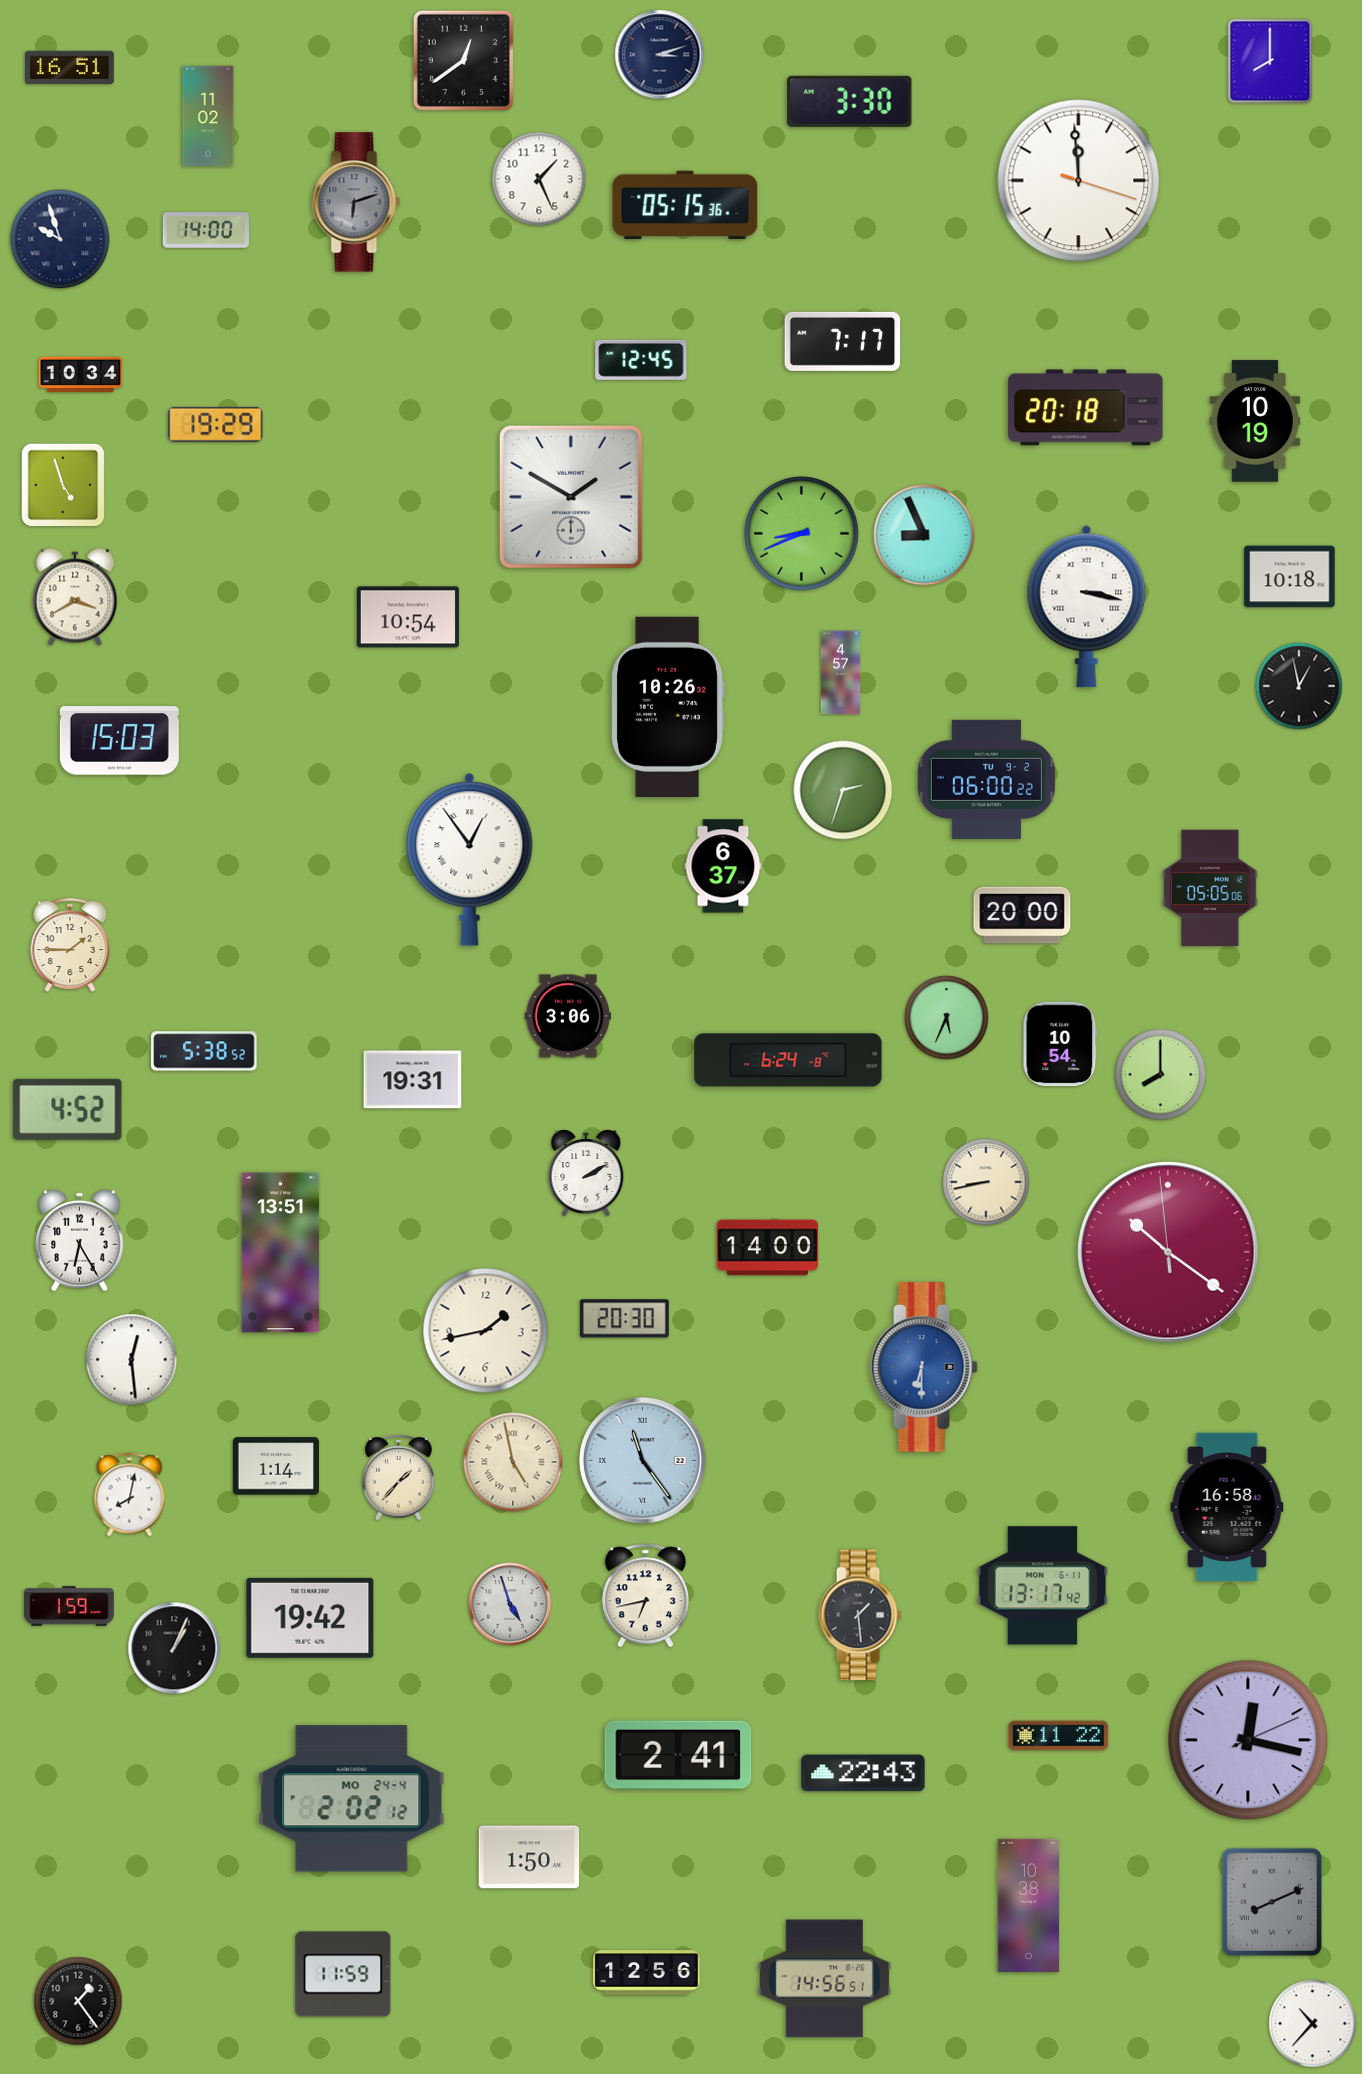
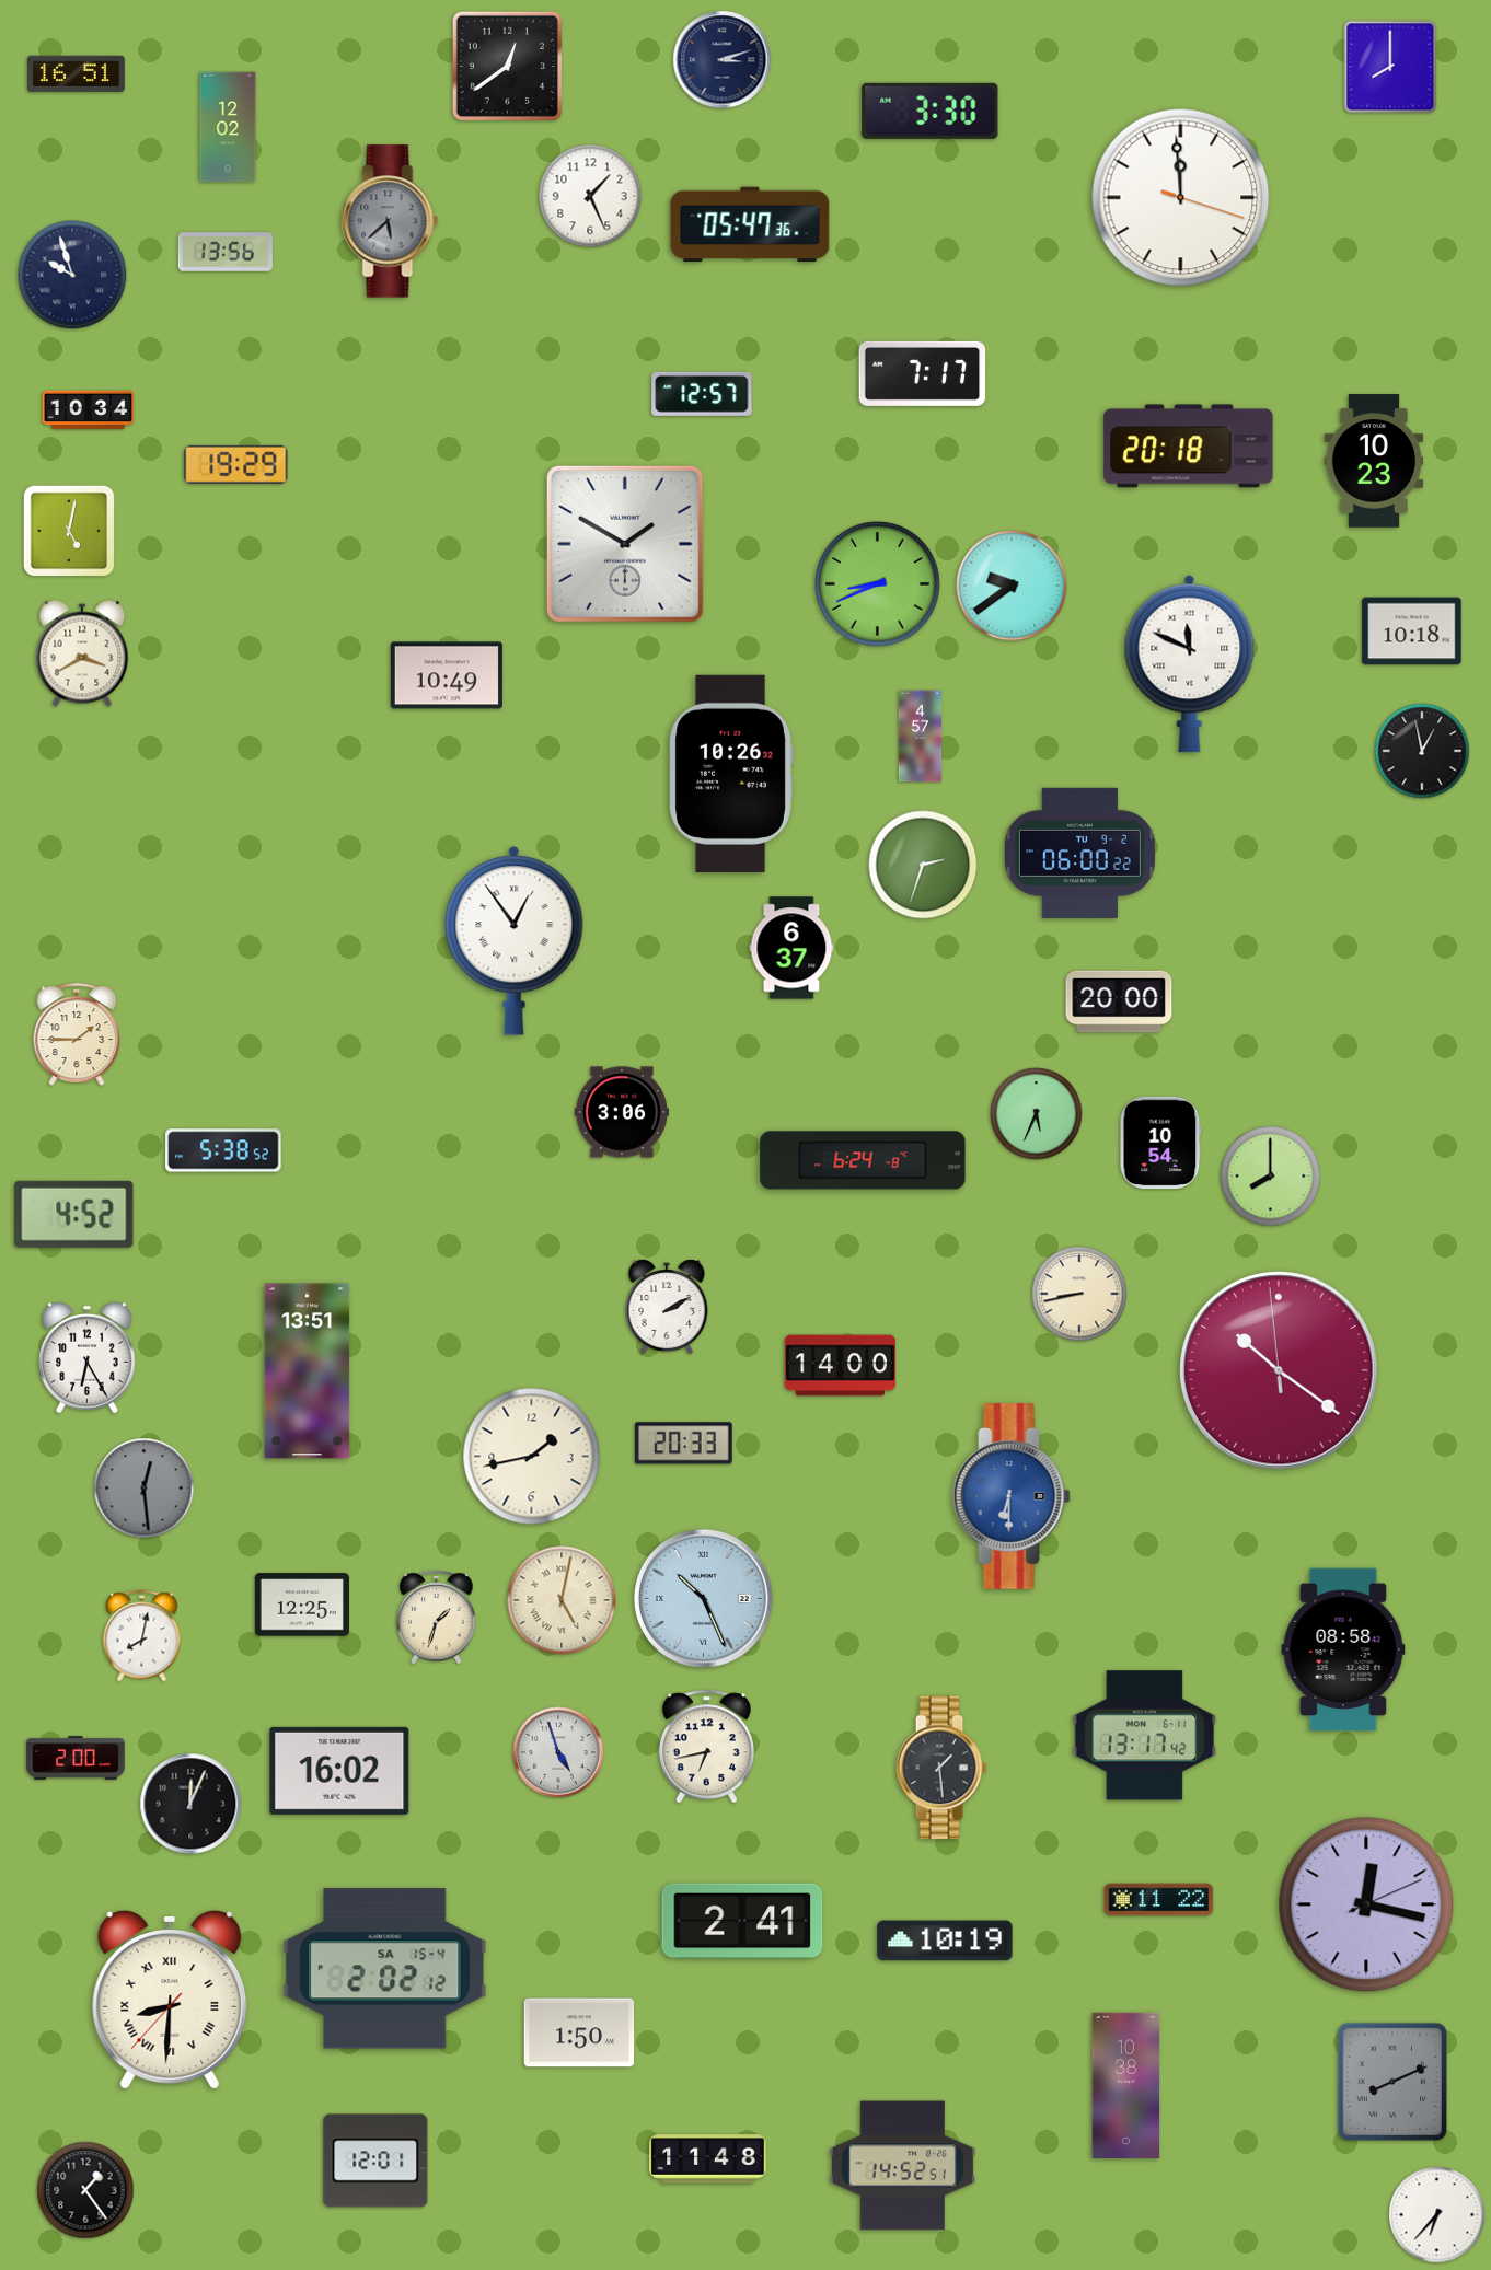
clock at (208, 116): 11:02 -> 12:02
clock at (356, 202): 6:12 -> 5:38
clock at (685, 205): 05:15 -> 05:47
clock at (206, 230): 14:00 -> 13:56
clock at (60, 239) position: (60, 239) -> (72, 275)
clock at (641, 360): 12:45 -> 12:57
clock at (1255, 421): 10:19 -> 10:23
clock at (63, 485): 4:57 -> 5:02
clock at (924, 535): 8:56 -> 9:39
clock at (1087, 606): 3:17 -> 11:49
clock at (408, 617): 10:54 -> 10:49
clock at (119, 741): 15:03 -> none
clock at (1210, 888): 05:05 -> none
clock at (413, 1080): 19:31 -> none
clock at (586, 1173) position: (586, 1173) -> (667, 1307)
clock at (624, 1319): 20:30 -> 20:33
clock at (132, 1360) dial: white -> grey
clock at (642, 1460): 11:24 -> 10:26
clock at (513, 1462): 4:58 -> 5:02
clock at (276, 1466): 1:14 -> 12:25
clock at (399, 1477): 1:37 -> 1:33
clock at (1227, 1506): 16:58 -> 08:58
clock at (1043, 1586) position: (1043, 1586) -> (1145, 1736)
clock at (510, 1604) position: (510, 1604) -> (558, 1752)
clock at (69, 1606): 1:59 -> 2:00
clock at (310, 1618): 19:42 -> 16:02
clock at (174, 1648): 1:04 -> 12:04
clock at (863, 1773): 22:43 -> 10:19
clock at (352, 1799) date: MO 24-4 -> SA 15-4
clock at (170, 2000): none -> 8:30
clock at (647, 1973): 12:56 -> 11:48
clock at (343, 1974): 11:59 -> 12:01
clock at (824, 1979): 14:56 -> 14:52
clock at (1313, 2024): 10:37 -> 6:37
